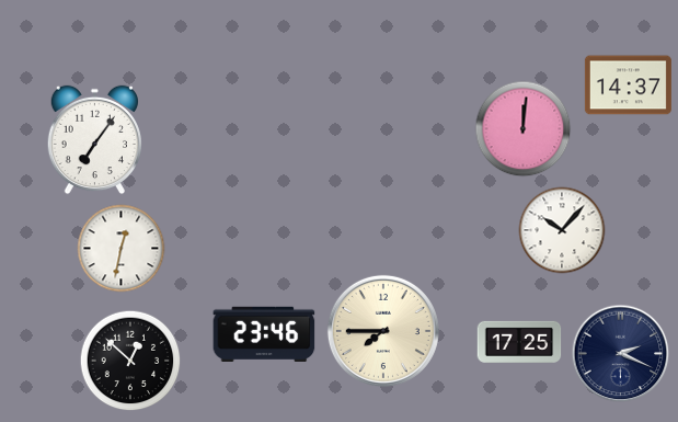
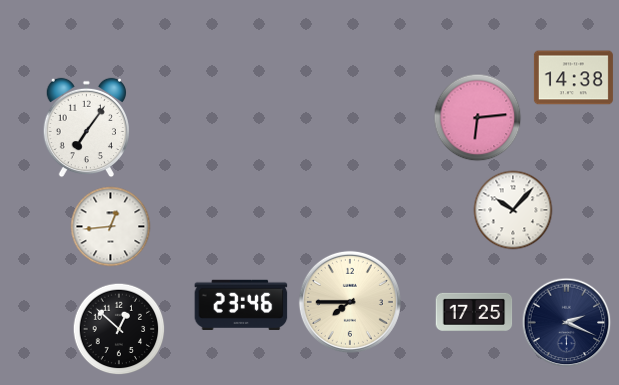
clock at (628, 85): 14:37 -> 14:38
clock at (524, 129): 12:01 -> 6:14
clock at (122, 249): 12:32 -> 12:44
